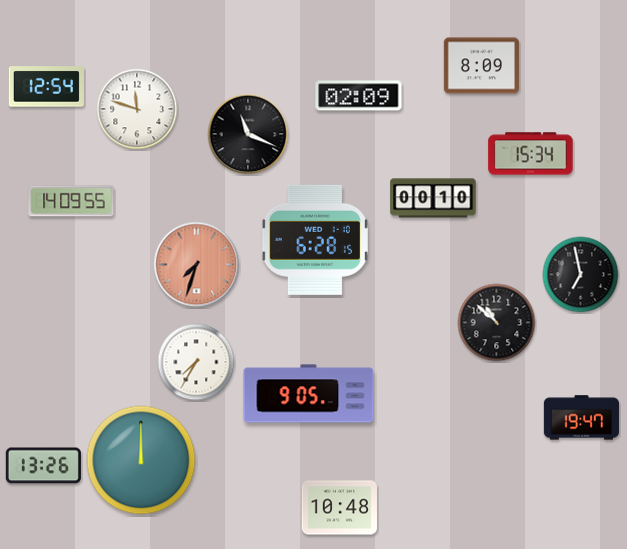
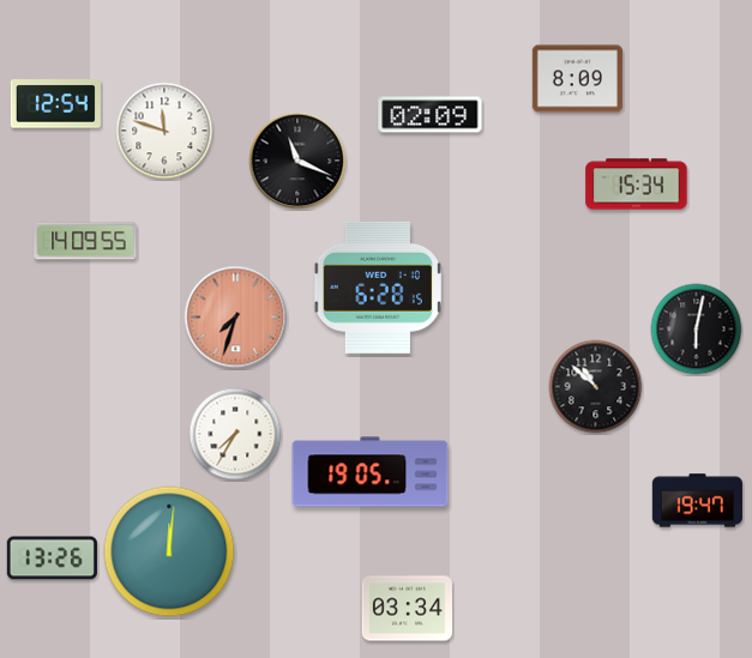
clock at (433, 198): 00:10 -> none
clock at (581, 275): 6:58 -> 6:02
clock at (309, 394): 9:05 -> 19:05
clock at (141, 460): 12:00 -> 12:01
clock at (339, 508): 10:48 -> 03:34
